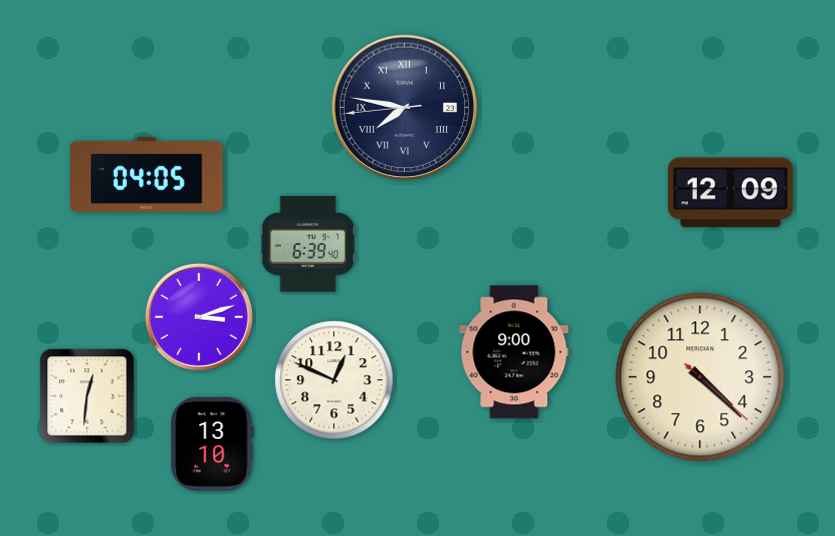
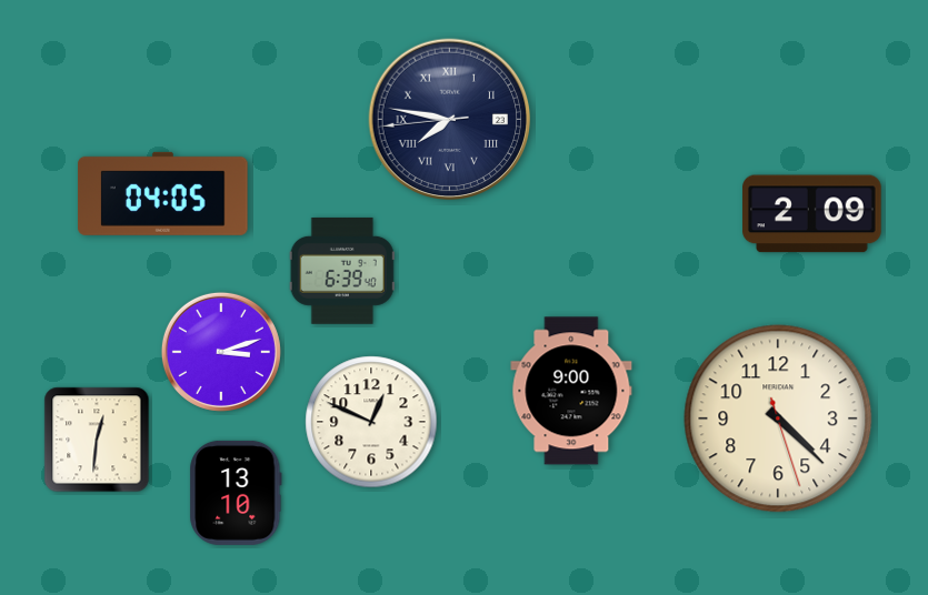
clock at (731, 193): 12:09 -> 2:09
clock at (700, 377): 4:22:22 -> 4:22:27
